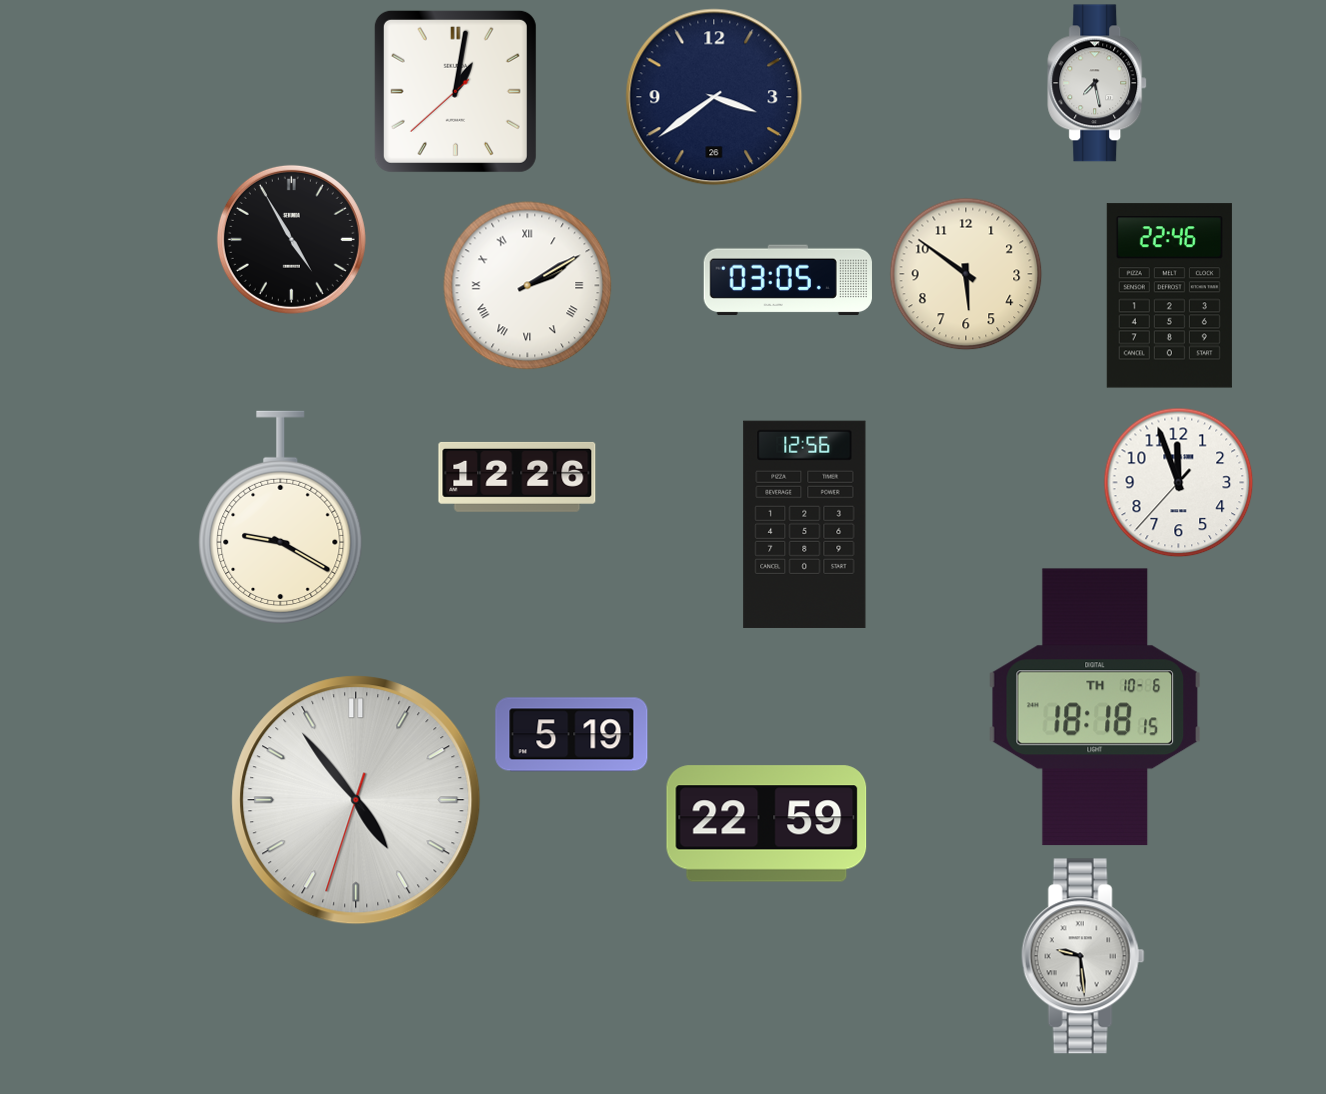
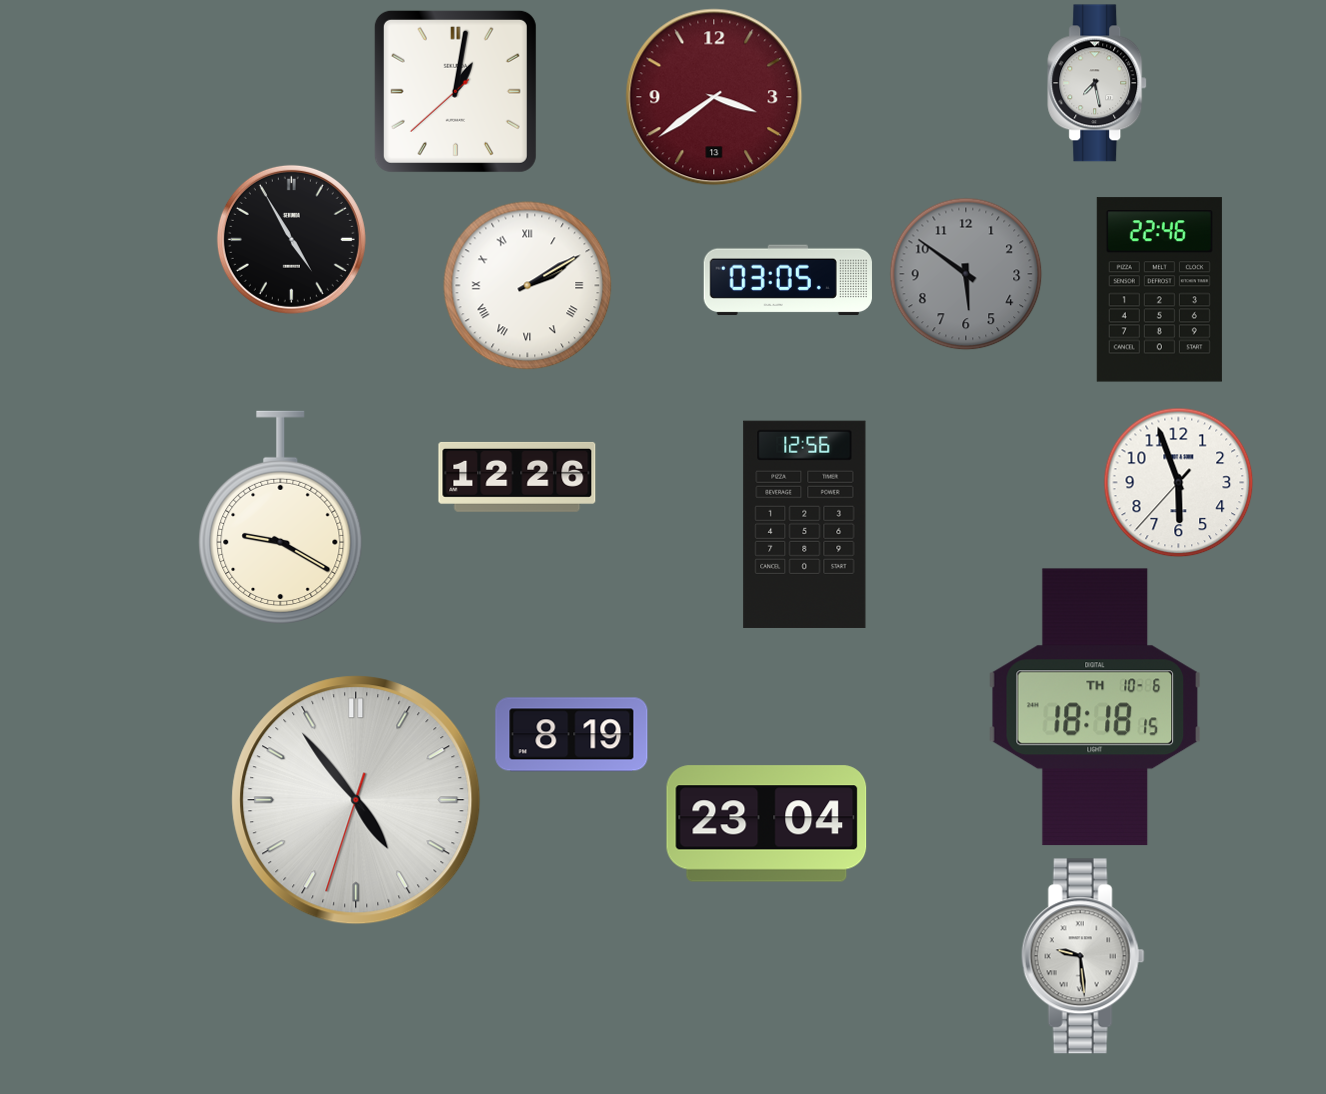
clock at (714, 97) date: 26 -> 13
clock at (714, 97) dial: navy -> burgundy
clock at (966, 274) dial: cream -> grey
clock at (1169, 296) position: (1169, 296) -> (1159, 290)
clock at (1179, 483): 11:56 -> 5:56
clock at (572, 735): 5:19 -> 8:19
clock at (767, 824): 22:59 -> 23:04
